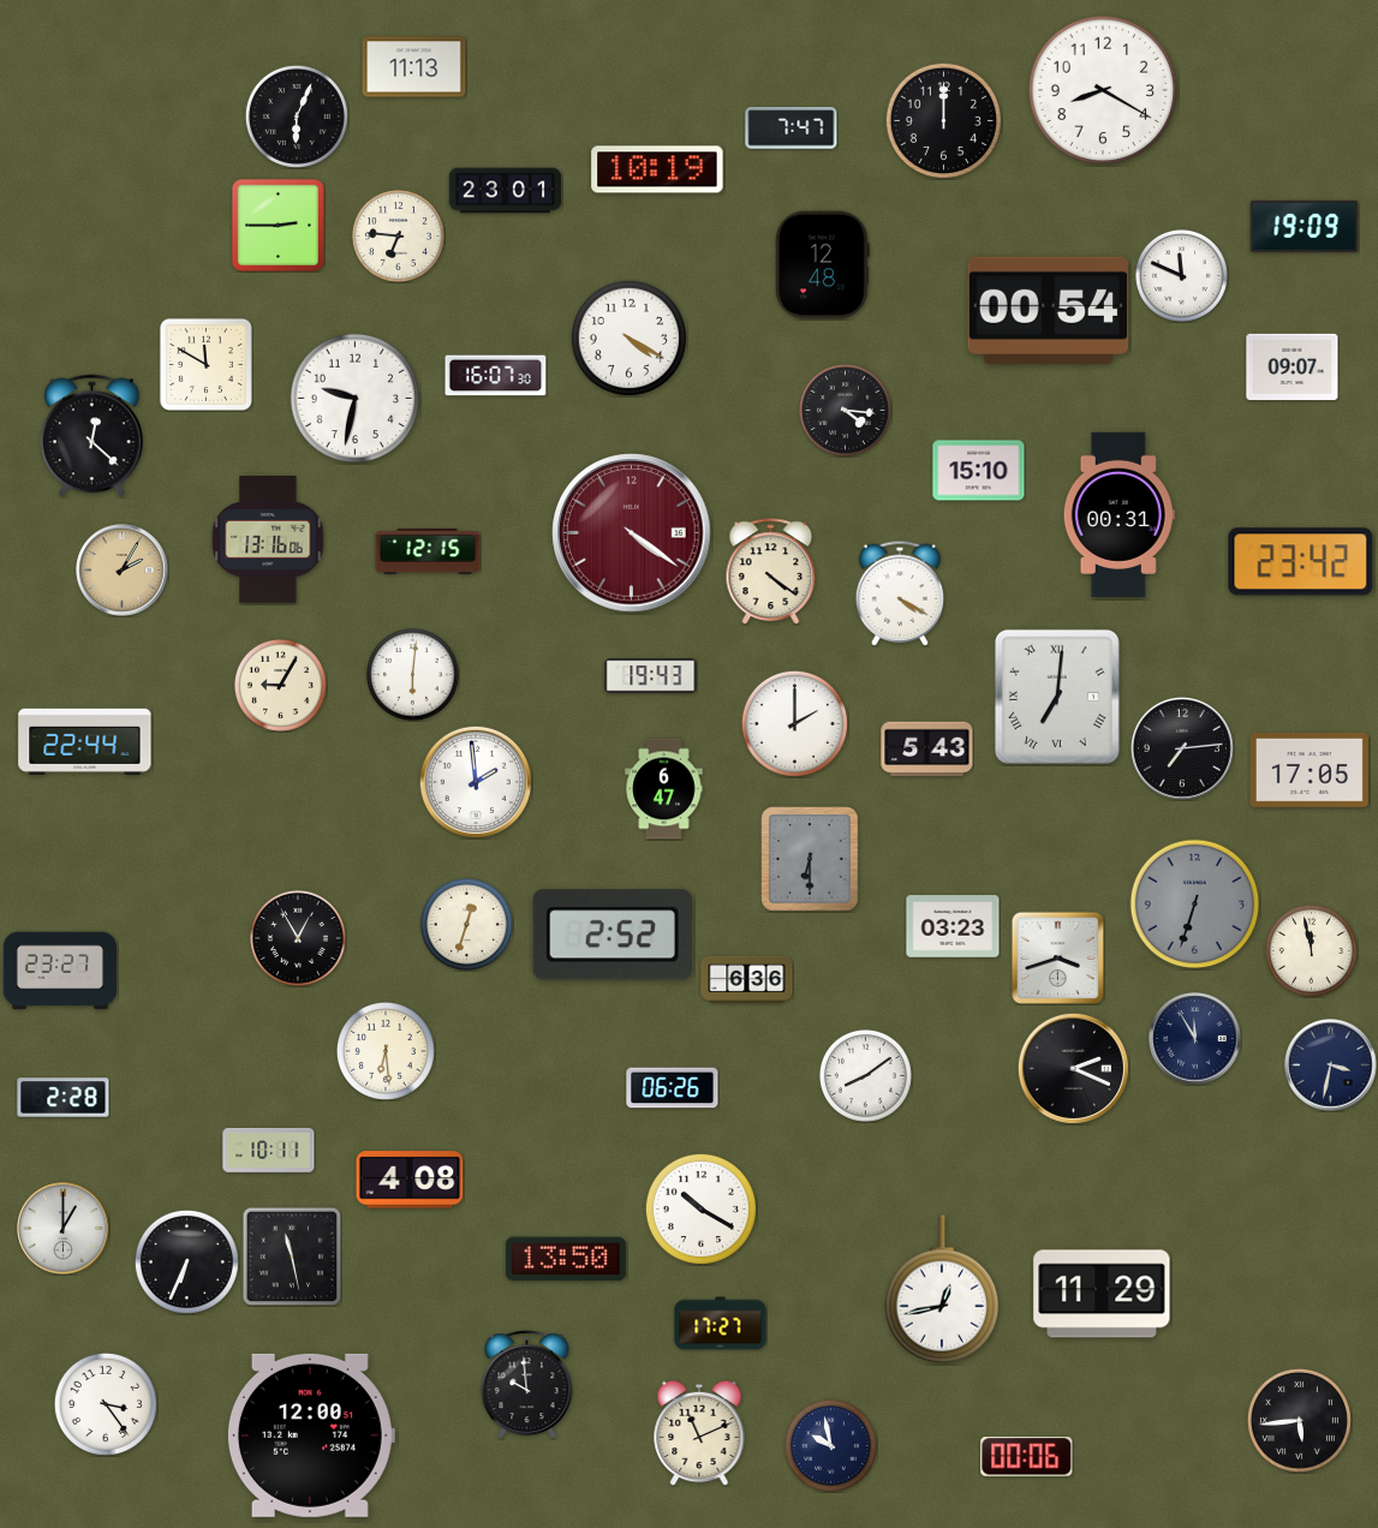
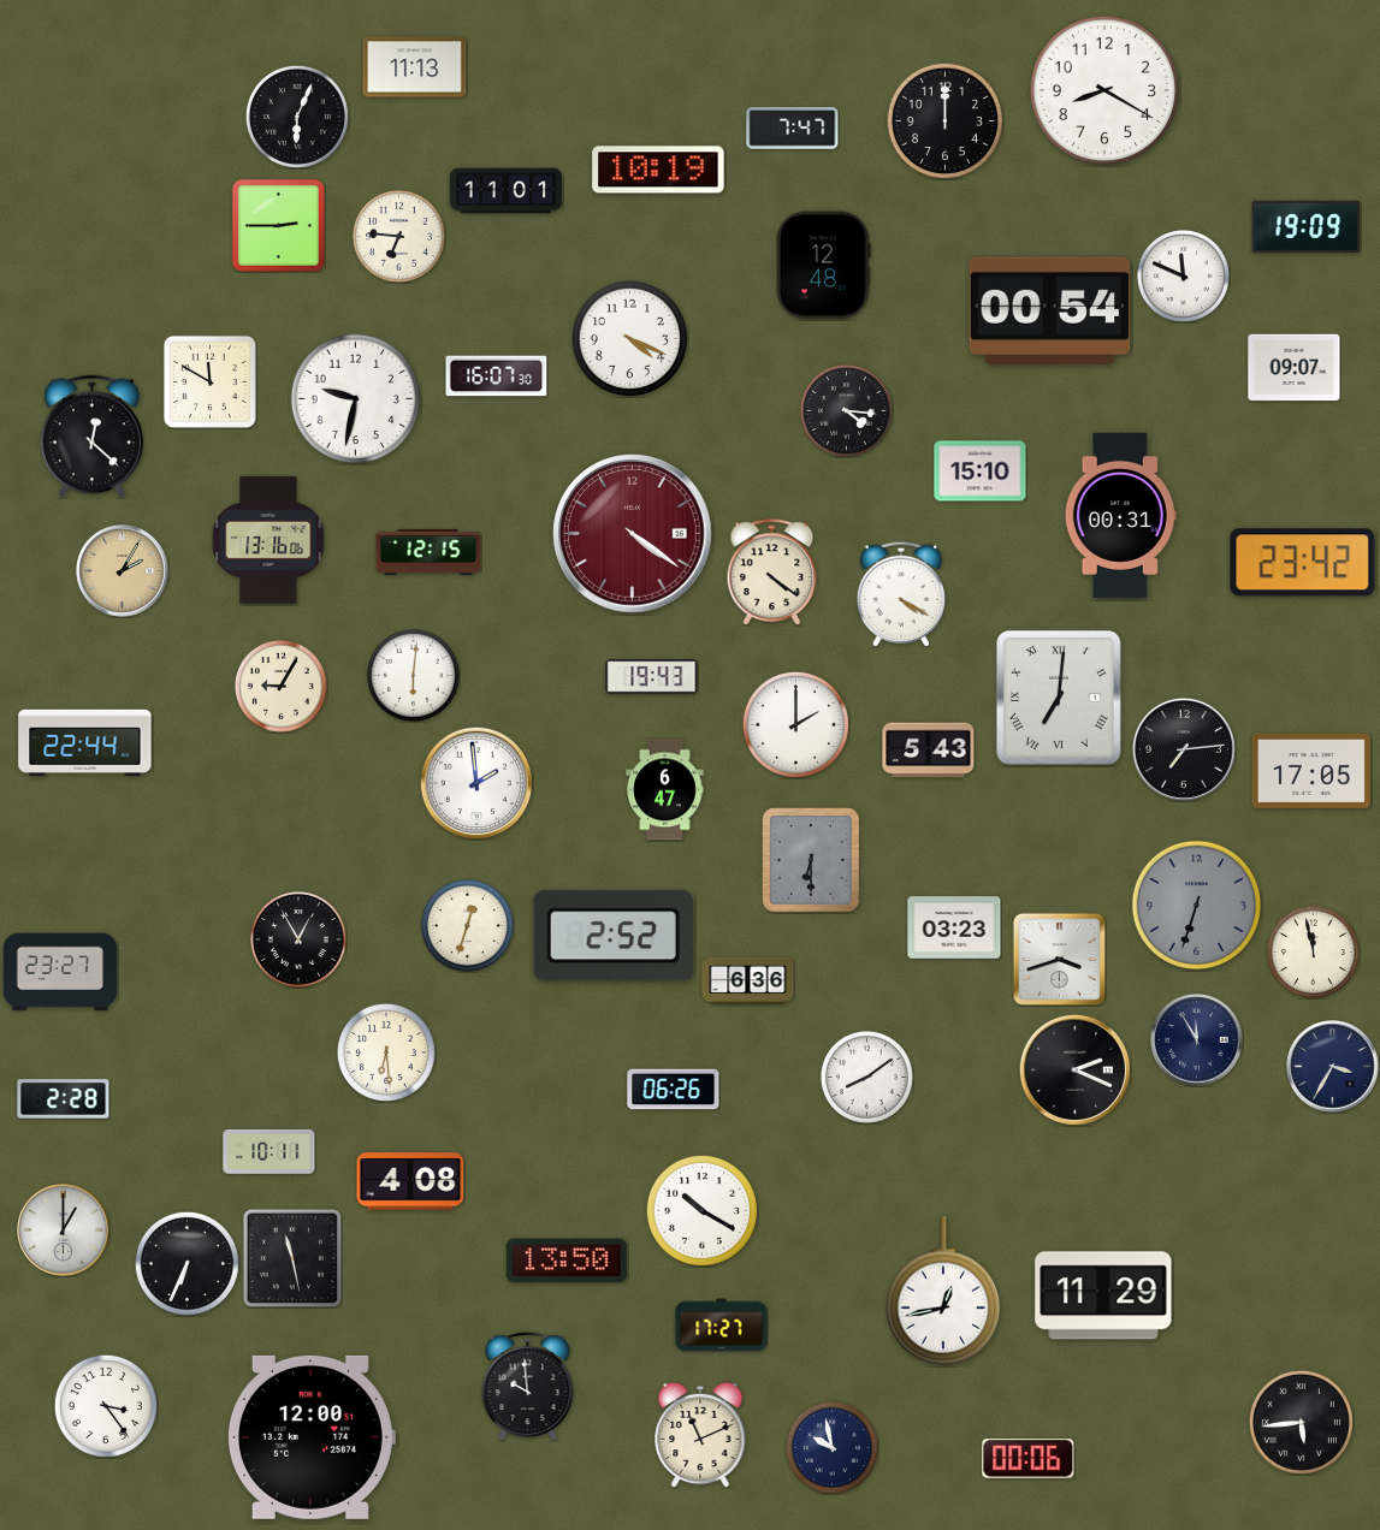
clock at (506, 191): 23:01 -> 11:01
clock at (628, 338): 4:20 -> 4:19
clock at (205, 364) position: (205, 364) -> (209, 381)
clock at (1331, 1066): 3:32 -> 3:35
